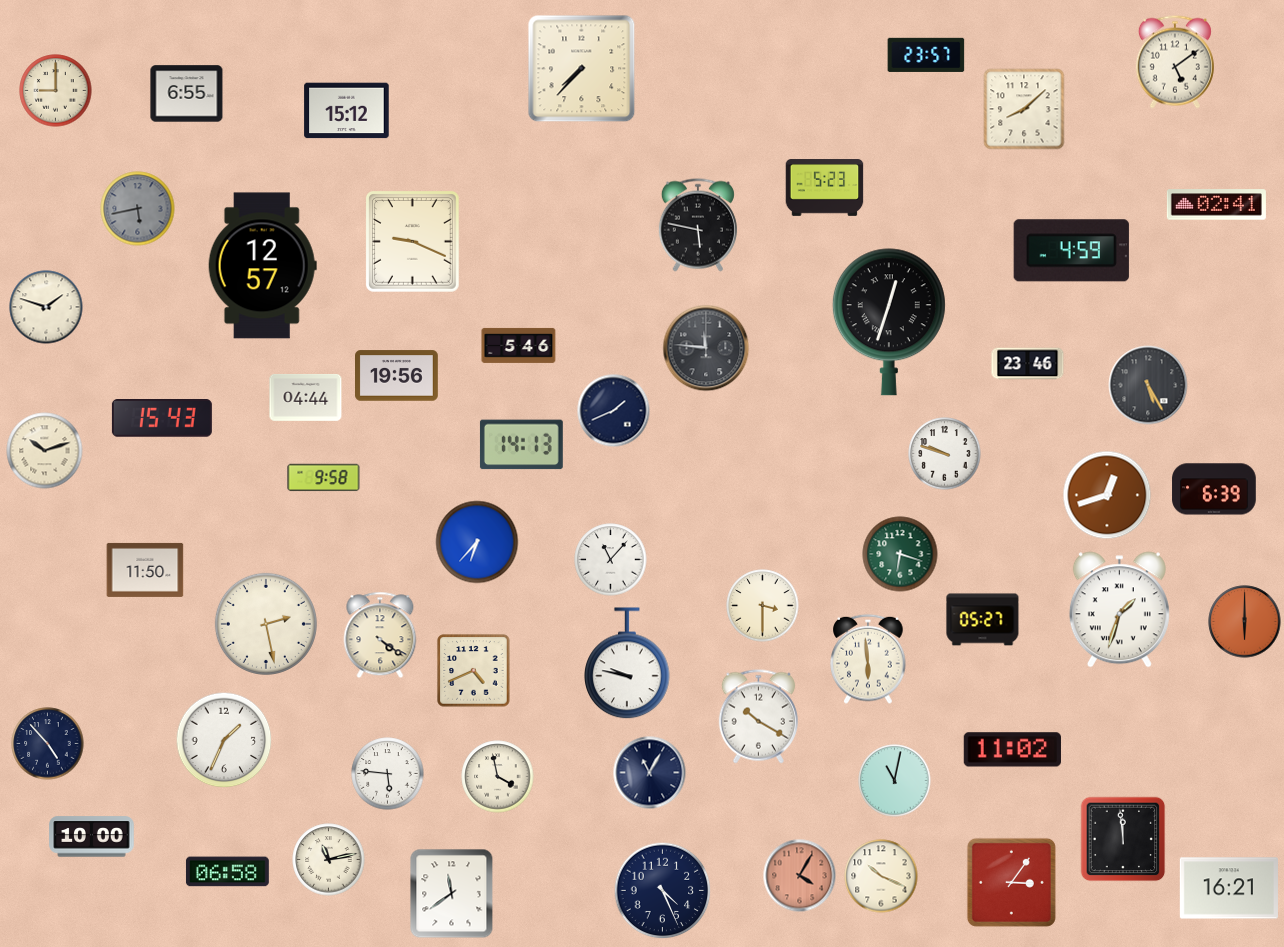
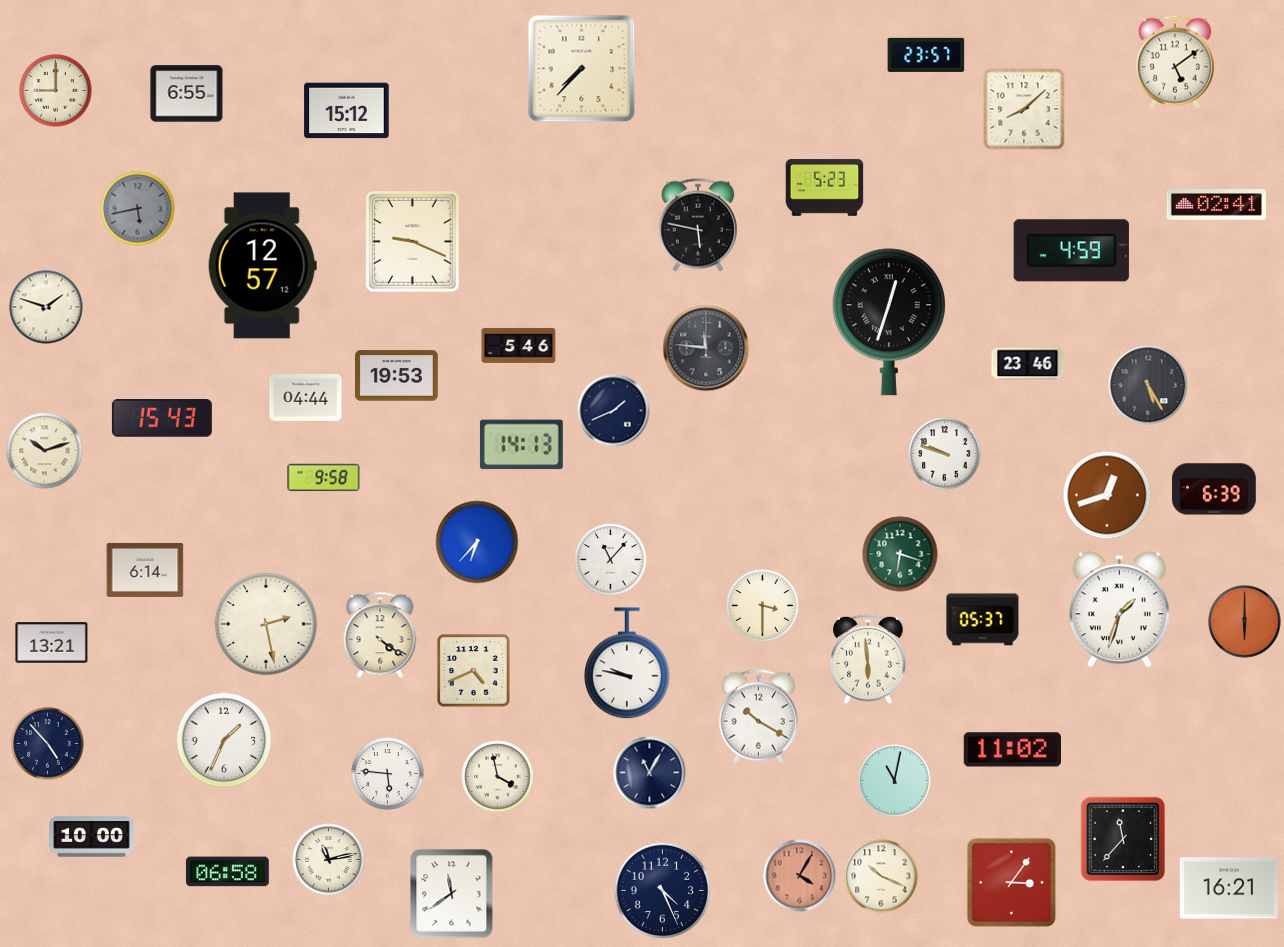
clock at (397, 376): 19:56 -> 19:53
clock at (145, 570): 11:50 -> 6:14
clock at (983, 620): 05:27 -> 05:37
clock at (52, 643): none -> 13:21
clock at (1123, 839): 11:59 -> 11:37
